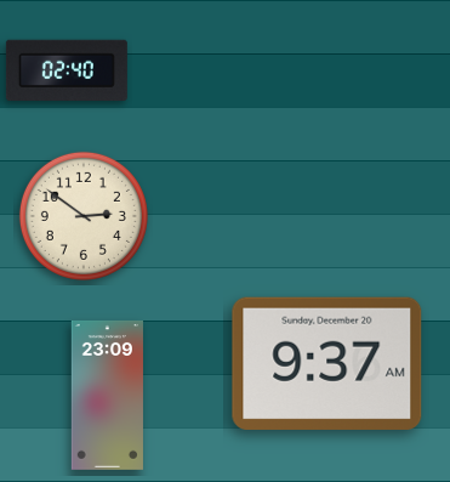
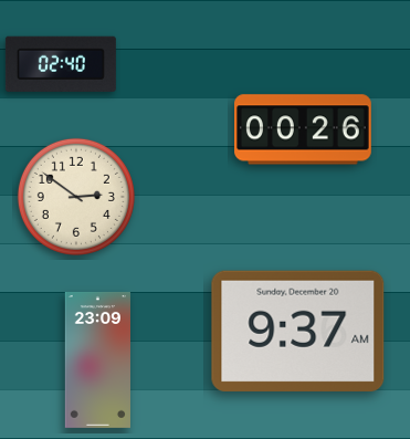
clock at (304, 129): none -> 00:26
